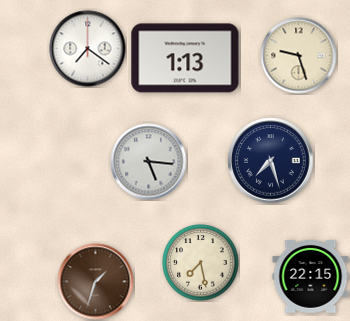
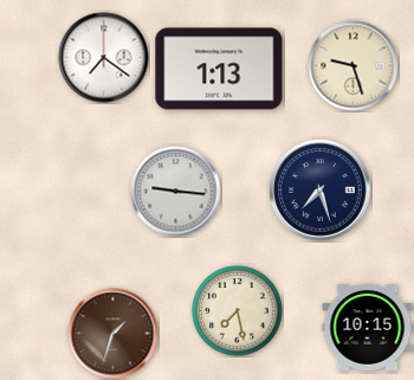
clock at (149, 162): 5:16 -> 9:16
clock at (311, 276): 22:15 -> 10:15
